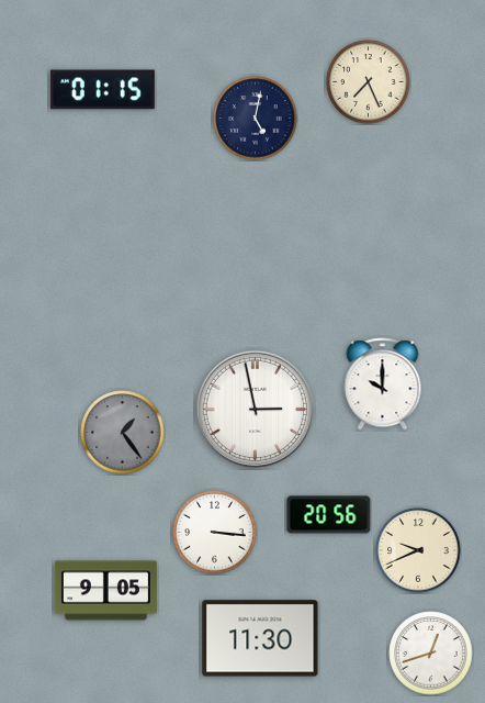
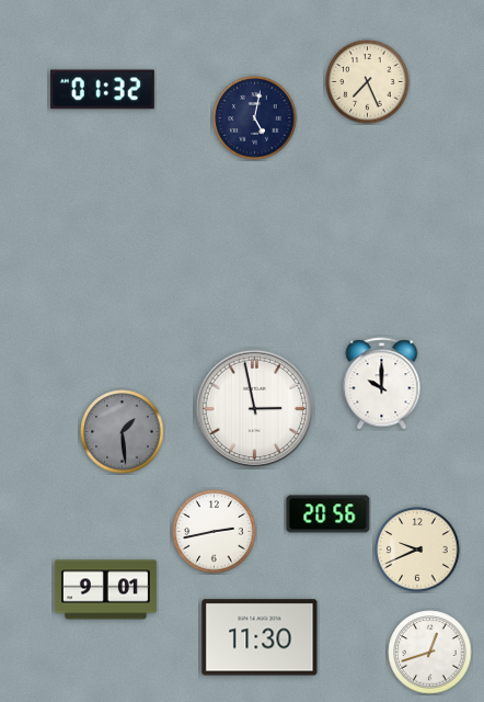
clock at (102, 90): 01:15 -> 01:32
clock at (123, 433): 1:24 -> 1:29
clock at (215, 533): 3:16 -> 2:43
clock at (105, 591): 9:05 -> 9:01
